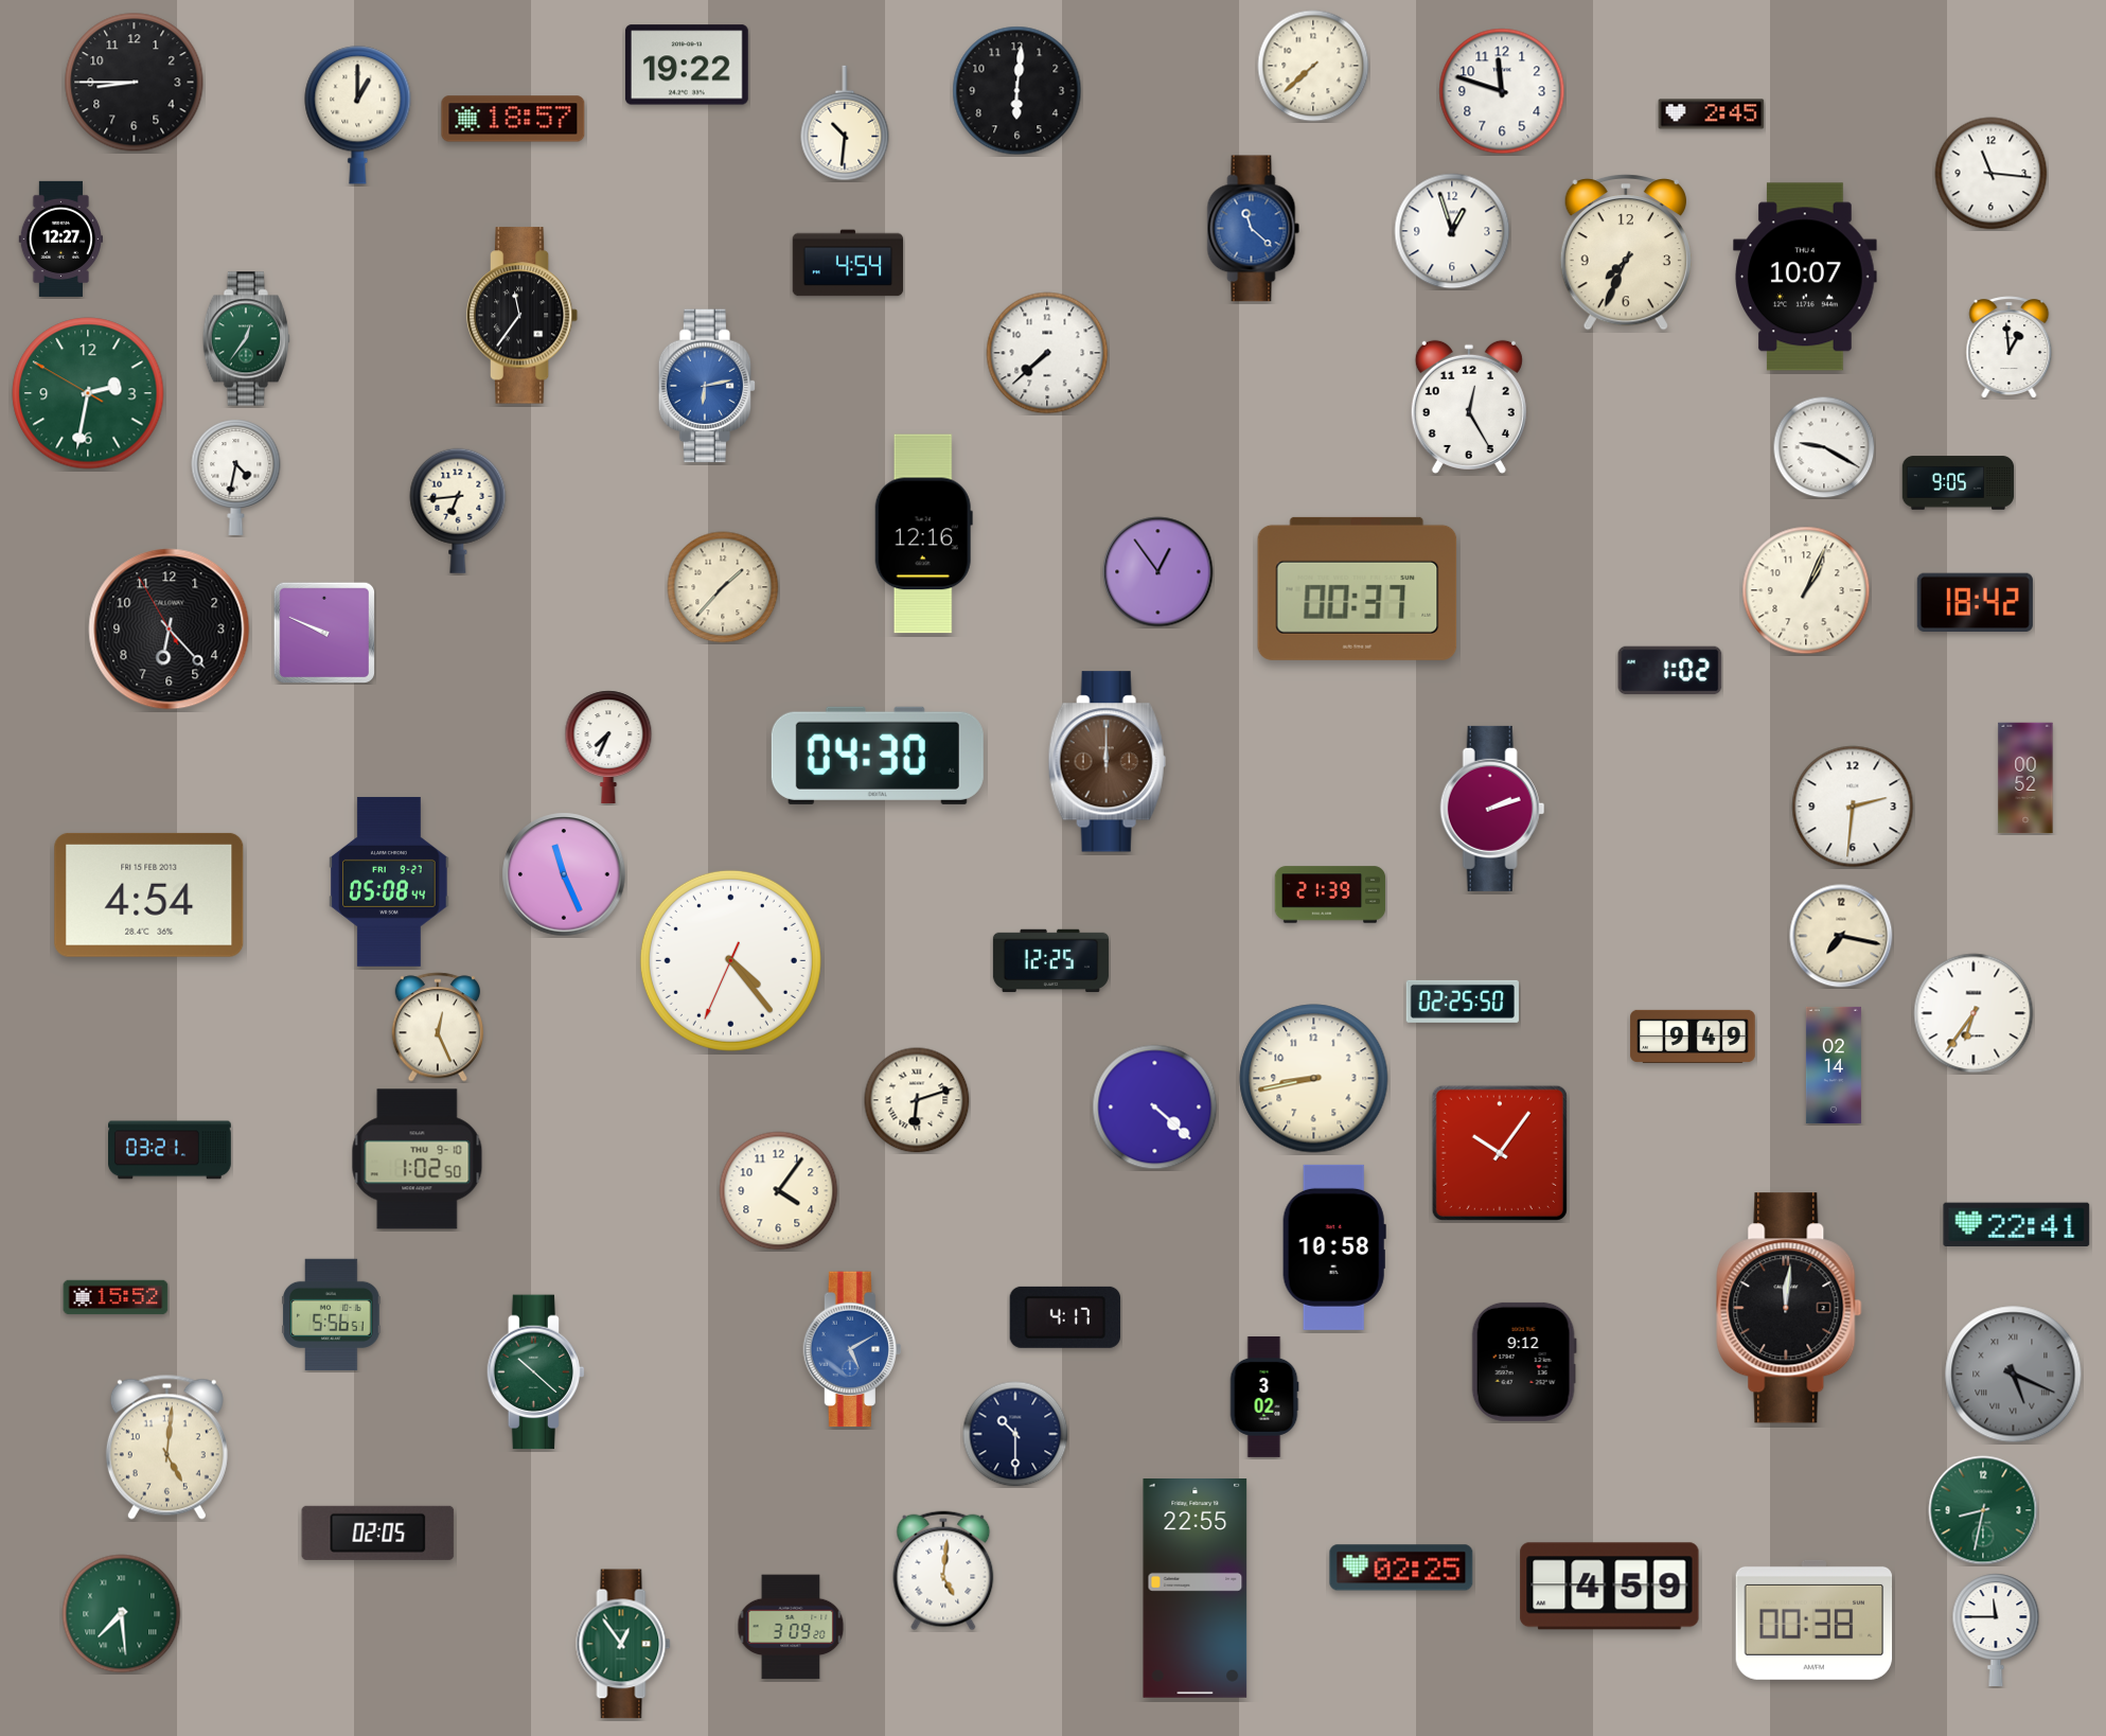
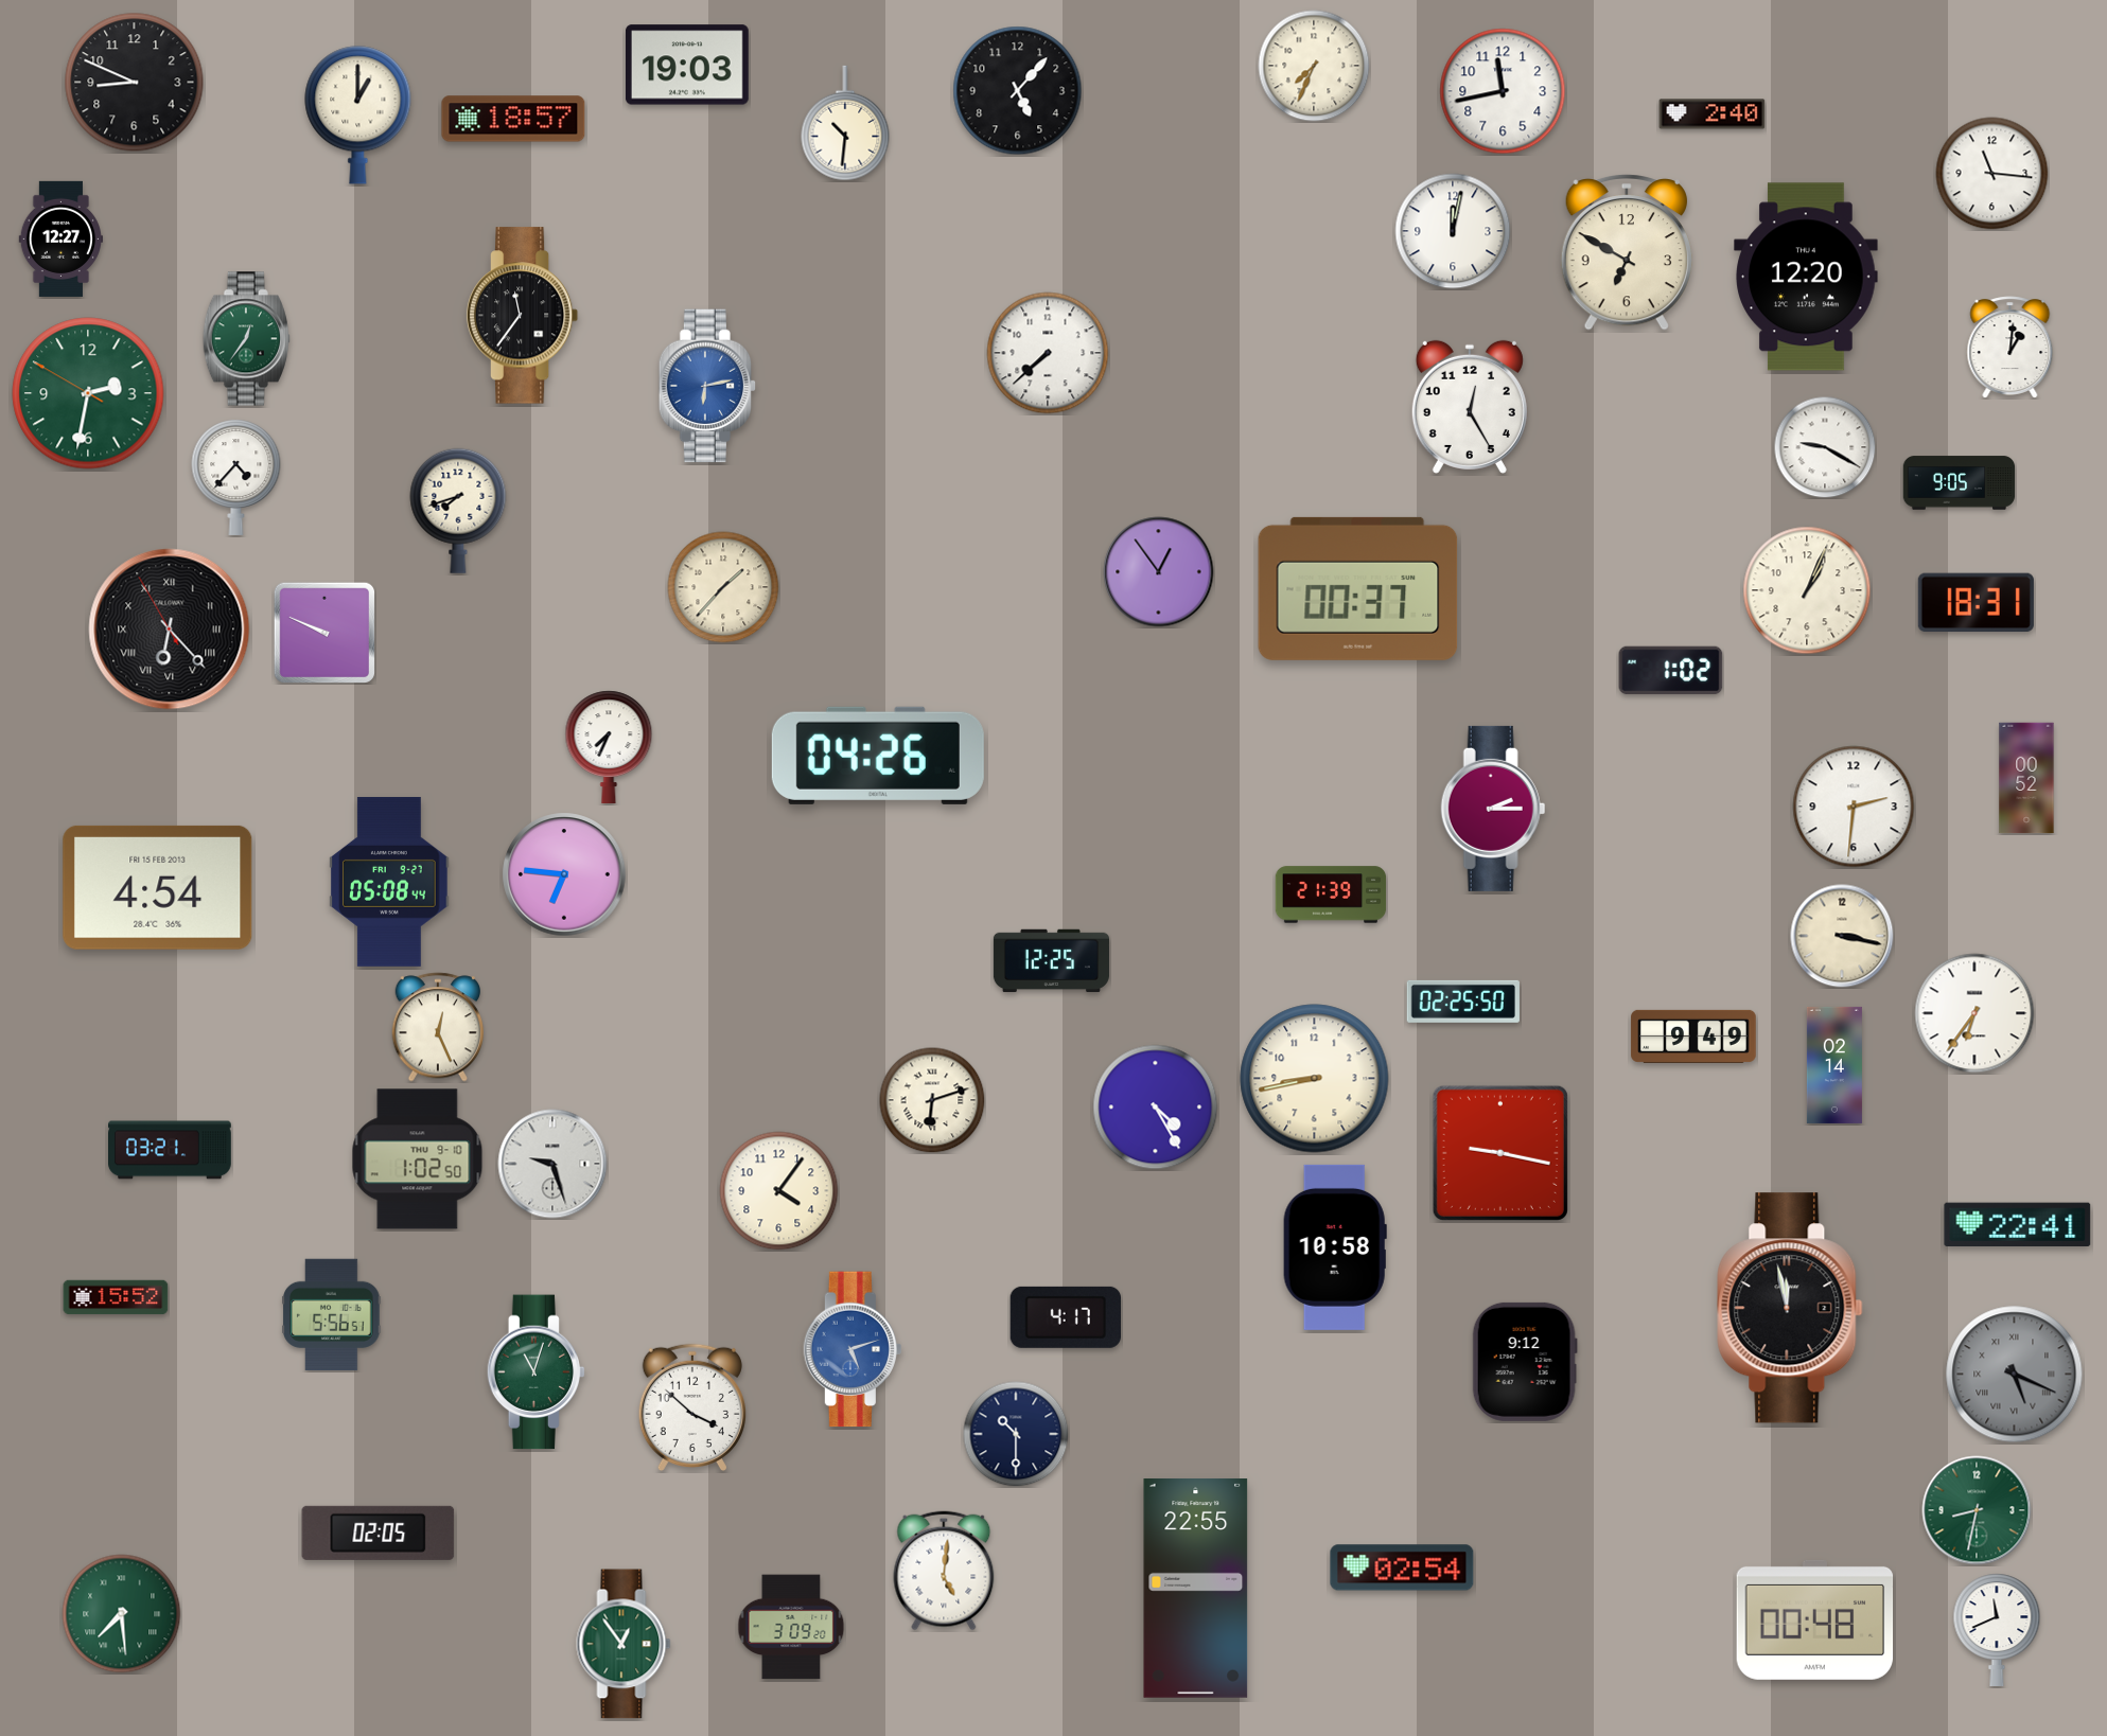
clock at (687, 65): 19:22 -> 19:03
clock at (1313, 66): 7:38 -> 7:34
clock at (135, 83): 8:45 -> 8:49
clock at (1017, 91): 6:01 -> 5:07
clock at (1502, 91): 11:48 -> 11:43
clock at (1712, 114): 2:45 -> 2:40
clock at (1254, 229): 11:22 -> none
clock at (1452, 231): 12:57 -> 12:02
clock at (1626, 253): 7:34 -> 6:50
clock at (848, 263): 4:54 -> none
clock at (1805, 277): 10:07 -> 12:20
clock at (2010, 348): 12:59 -> 1:01
clock at (236, 477): 4:32 -> 4:37
clock at (458, 511): 6:44 -> 7:42
clock at (923, 534): 12:16 -> none
clock at (1975, 603): 18:42 -> 18:31
clock at (170, 630) numerals: Arabic -> Roman
clock at (878, 756): 04:30 -> 04:26
clock at (1107, 762): 12:00 -> none
clock at (1492, 809): 2:12 -> 2:15
clock at (564, 874): 11:26 -> 6:46
clock at (149, 894) position: (149, 894) -> (158, 887)
clock at (1841, 936): 7:17 -> 3:17
clock at (730, 960): 4:23 -> none
clock at (917, 1100) position: (917, 1100) -> (932, 1100)
clock at (1155, 1108): 4:22 -> 4:25
clock at (1500, 1153): 10:06 -> 9:17
clock at (552, 1164): none -> 9:27
clock at (1789, 1308): 12:01 -> 11:58
clock at (851, 1349): 5:10 -> 5:12
clock at (536, 1372): 10:22 -> 11:03
clock at (1264, 1397): 3:02 -> none
clock at (692, 1407): none -> 3:52
clock at (166, 1447): 5:01 -> none
clock at (1983, 1510) position: (1983, 1510) -> (1977, 1510)
clock at (1401, 1567): 02:25 -> 02:54
clock at (1610, 1587): 4:59 -> none
clock at (1815, 1619): 00:38 -> 00:48
clock at (1996, 1629): 11:45 -> 11:41
